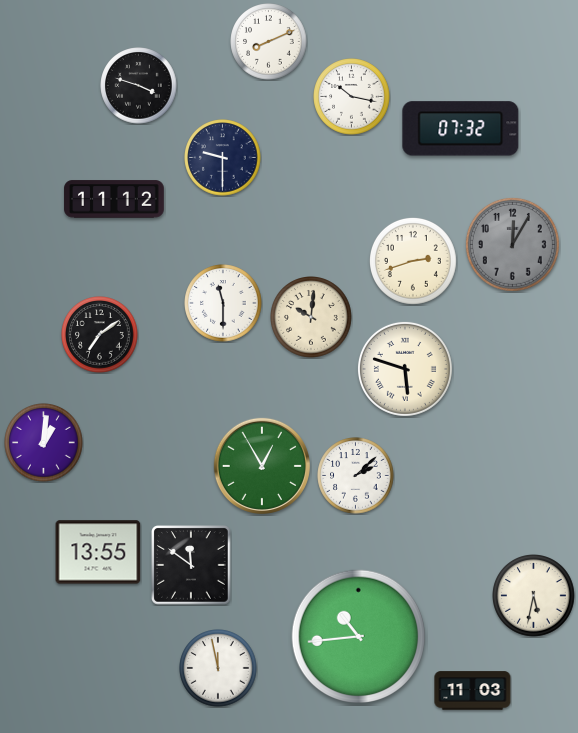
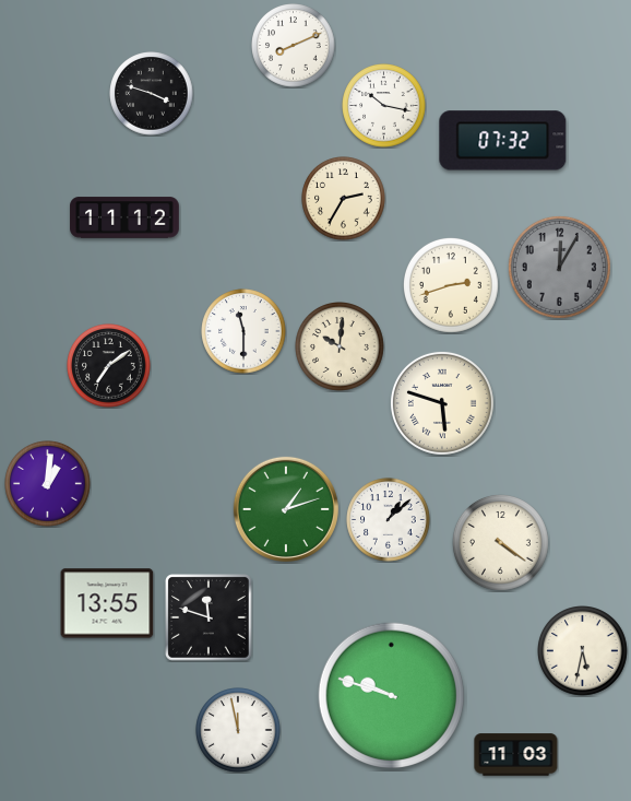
clock at (223, 158): 9:30 -> none
clock at (344, 199): none -> 2:35
clock at (262, 466): 12:55 -> 1:12
clock at (356, 476): 2:08 -> 1:08
clock at (500, 542): none -> 4:21
clock at (192, 566): 11:51 -> 11:48
clock at (358, 636): 10:44 -> 9:48
